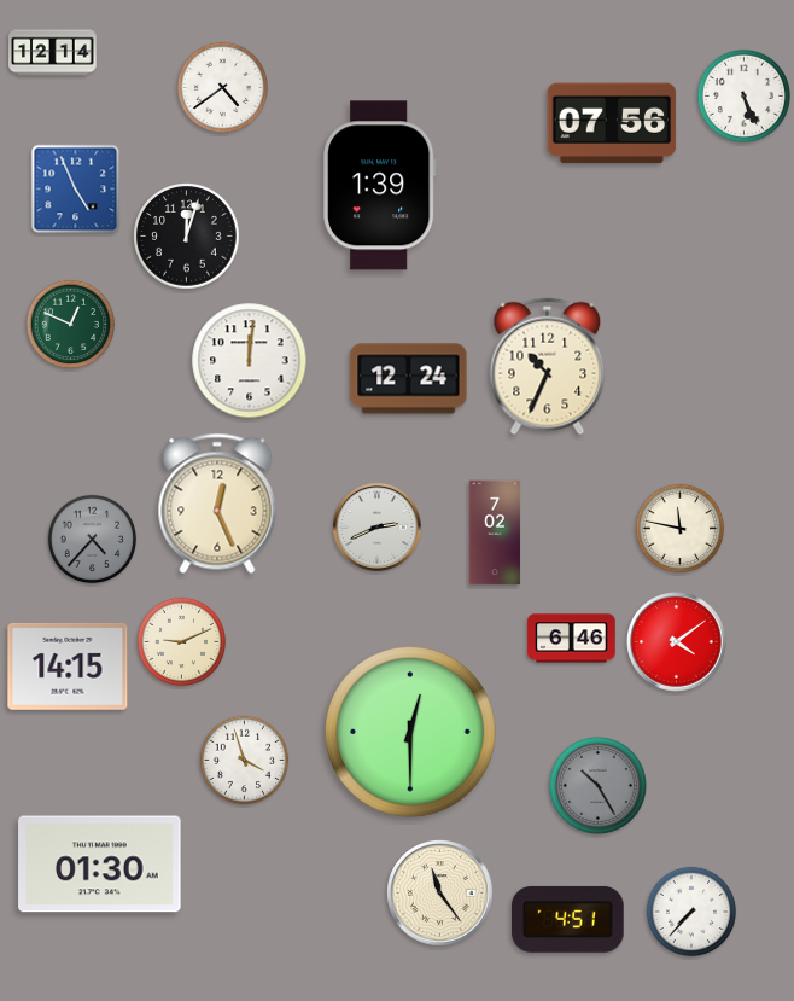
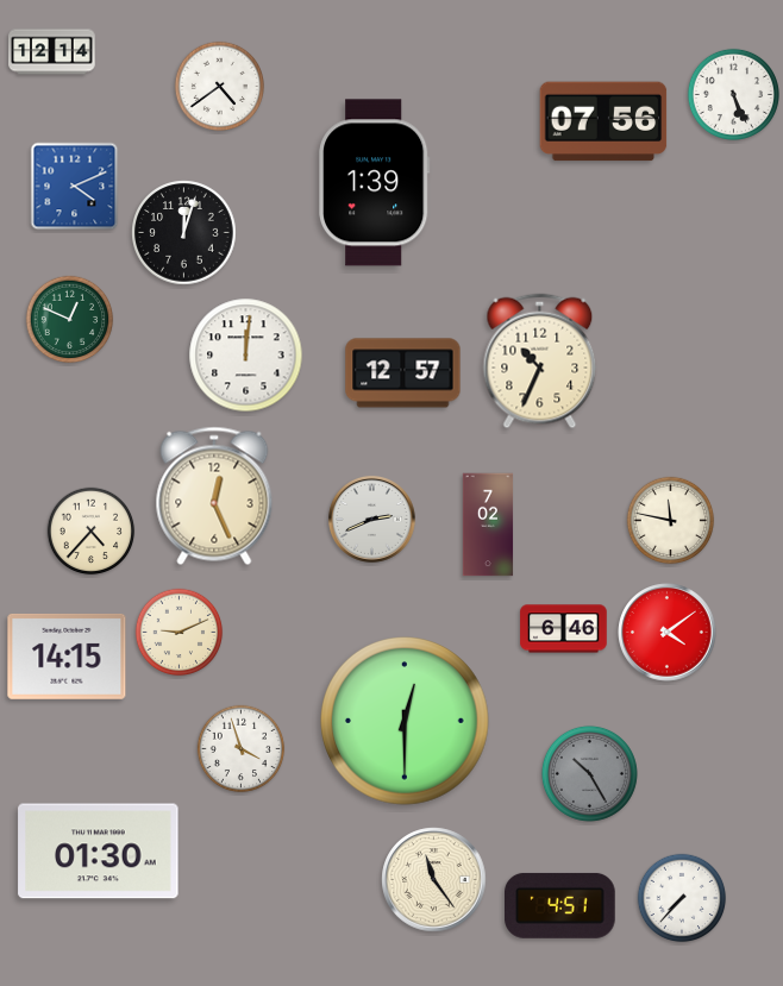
clock at (76, 190): 4:56 -> 4:11
clock at (409, 379): 12:24 -> 12:57
clock at (93, 540) dial: grey -> cream
